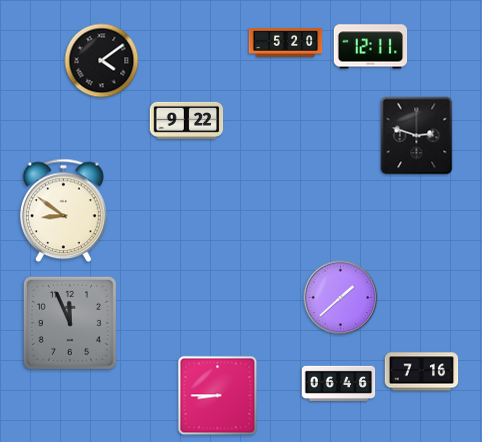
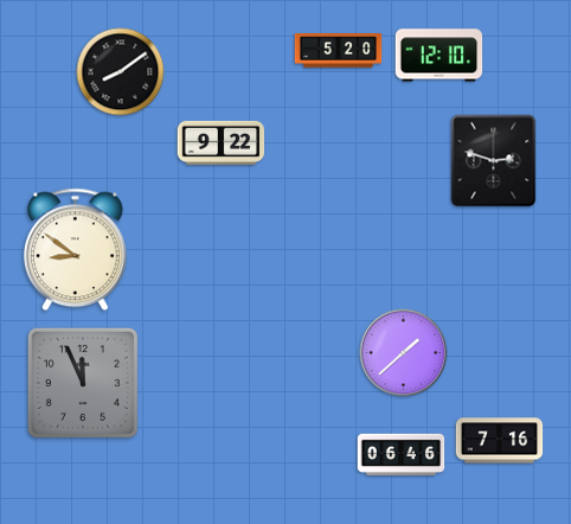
clock at (371, 47): 12:11 -> 12:10
clock at (102, 61): 4:09 -> 8:09
clock at (218, 396): 8:45 -> none
